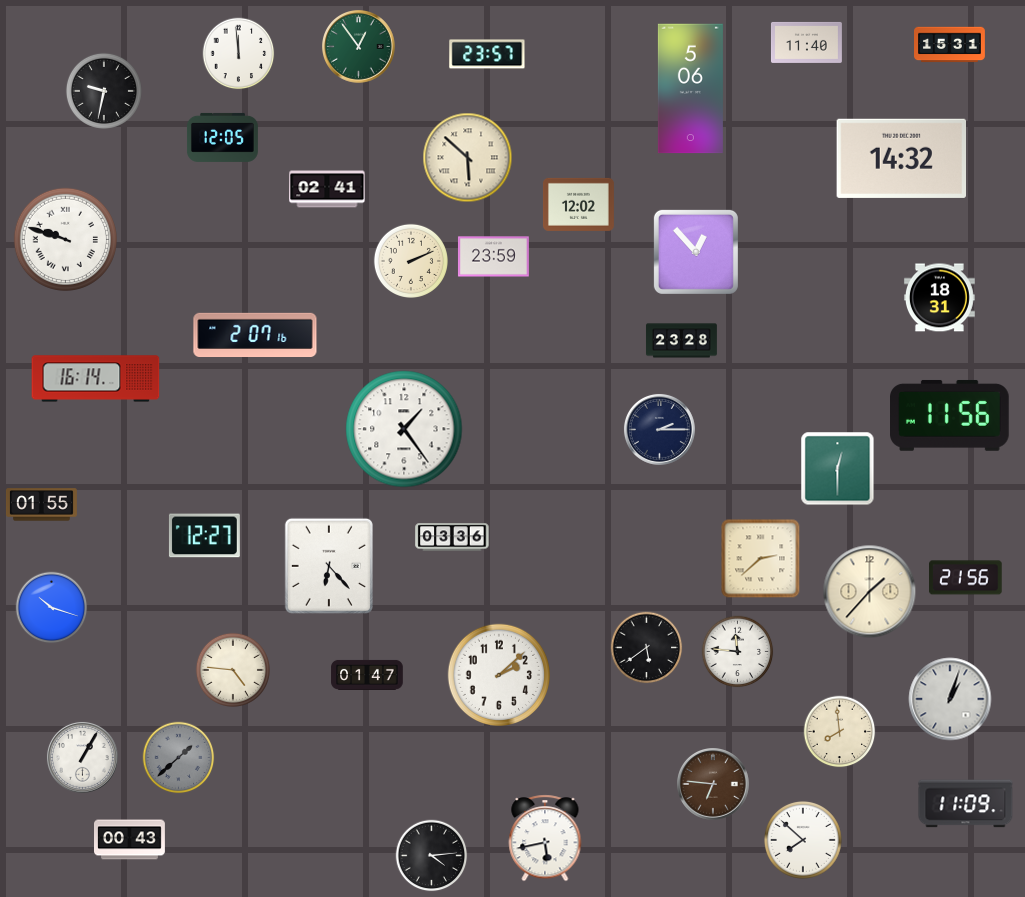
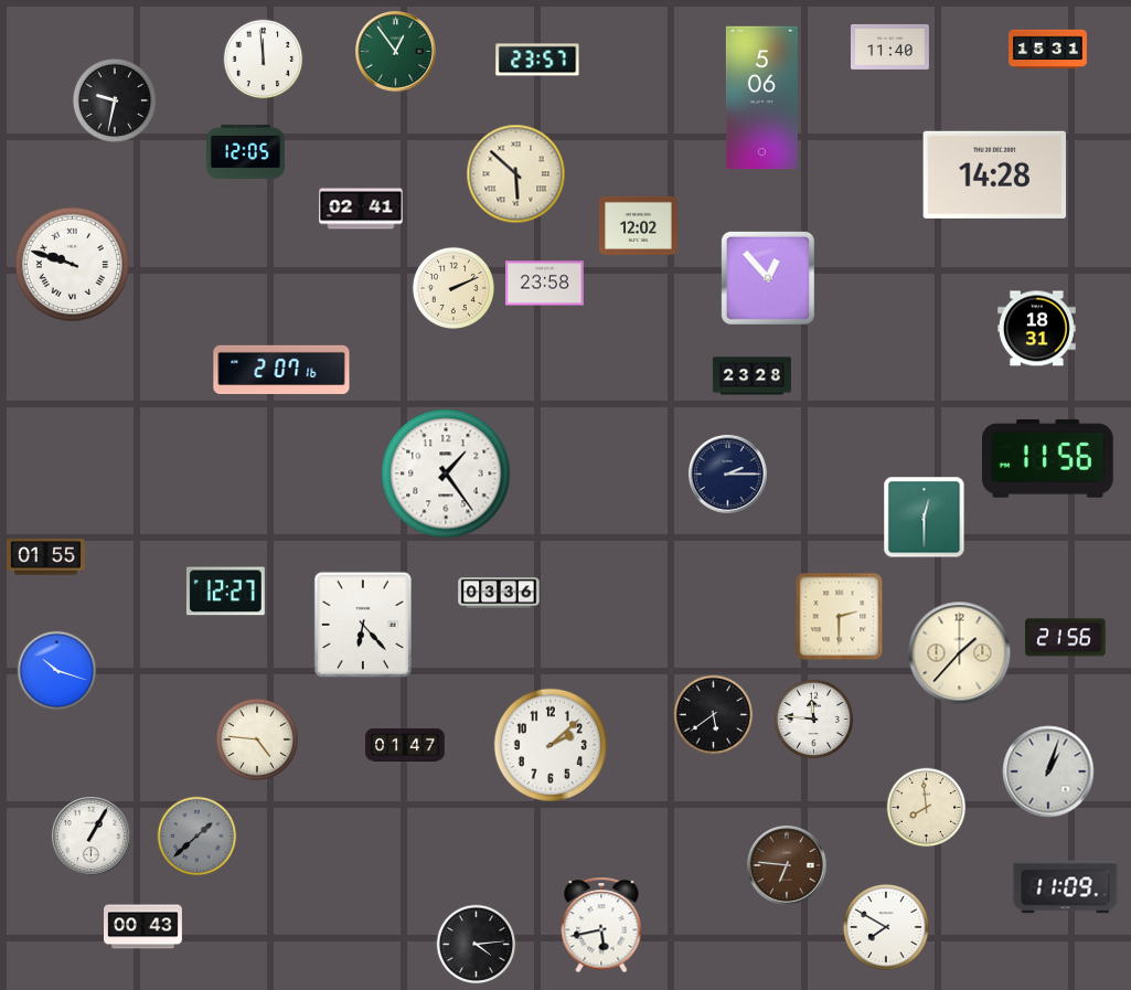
clock at (901, 158): 14:32 -> 14:28
clock at (493, 257): 23:59 -> 23:58
clock at (96, 379): 16:14 -> none
clock at (761, 559): 2:38 -> 2:30
clock at (803, 840): 7:52 -> 7:50
